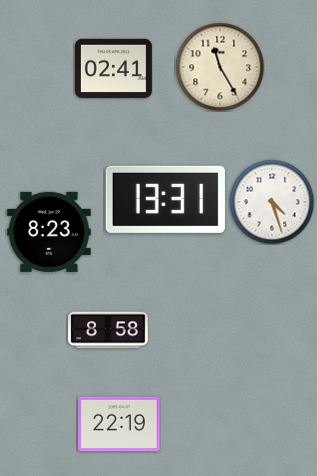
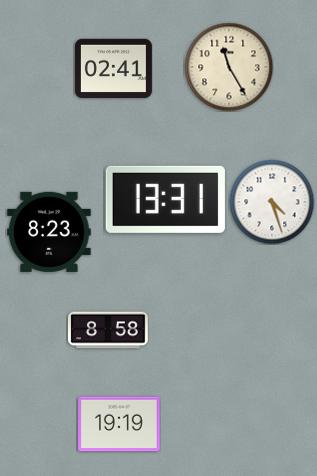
clock at (220, 67) position: (220, 67) -> (229, 67)
clock at (119, 424): 22:19 -> 19:19
